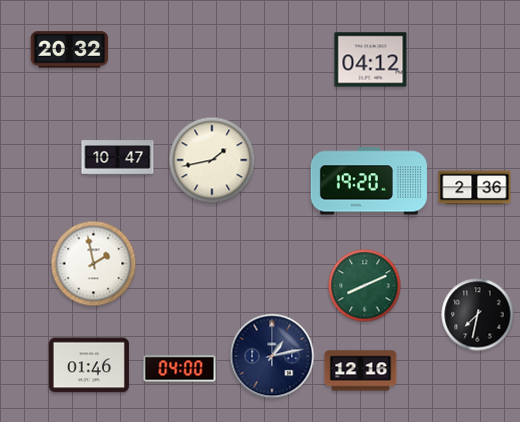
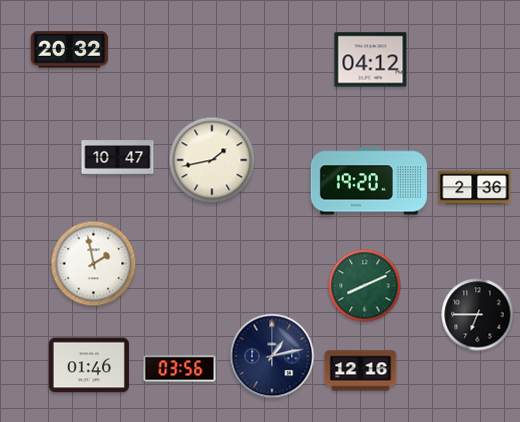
clock at (478, 315): 7:32 -> 6:45
clock at (180, 369): 04:00 -> 03:56
